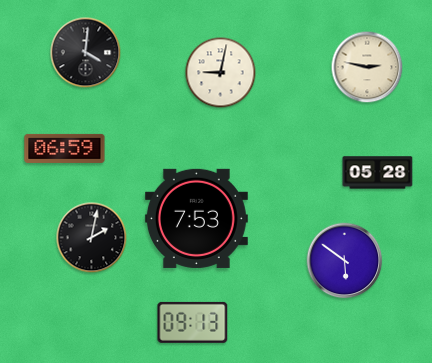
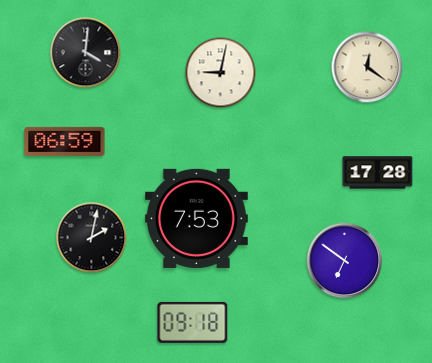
clock at (367, 67): 2:47 -> 12:21
clock at (65, 148) position: (65, 148) -> (65, 141)
clock at (378, 173): 05:28 -> 17:28
clock at (345, 261): 5:51 -> 6:51
clock at (193, 322): 09:13 -> 09:18
